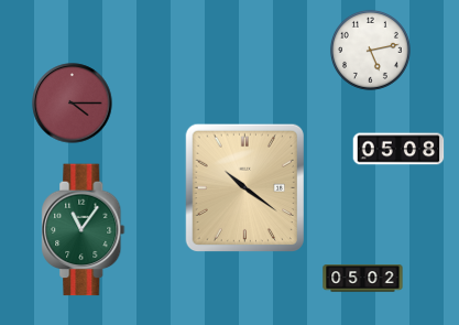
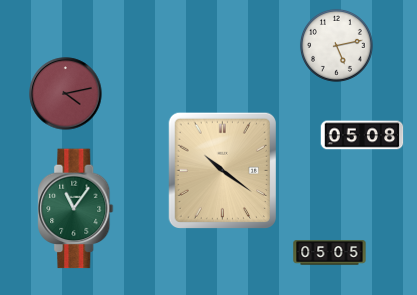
clock at (73, 104): 4:15 -> 4:13
clock at (363, 279): 05:02 -> 05:05
